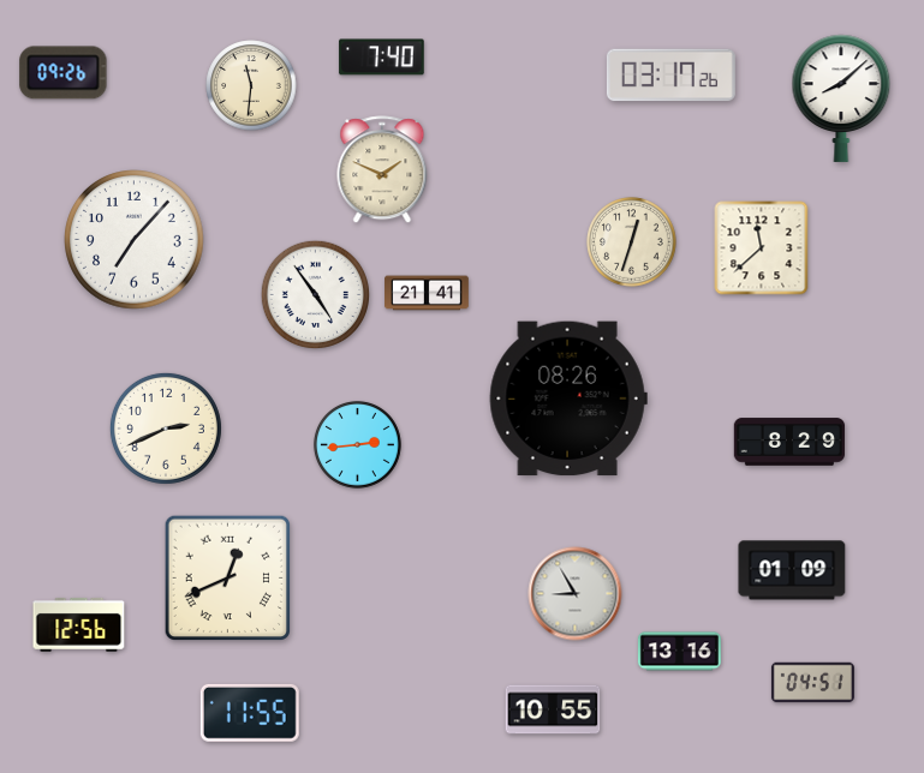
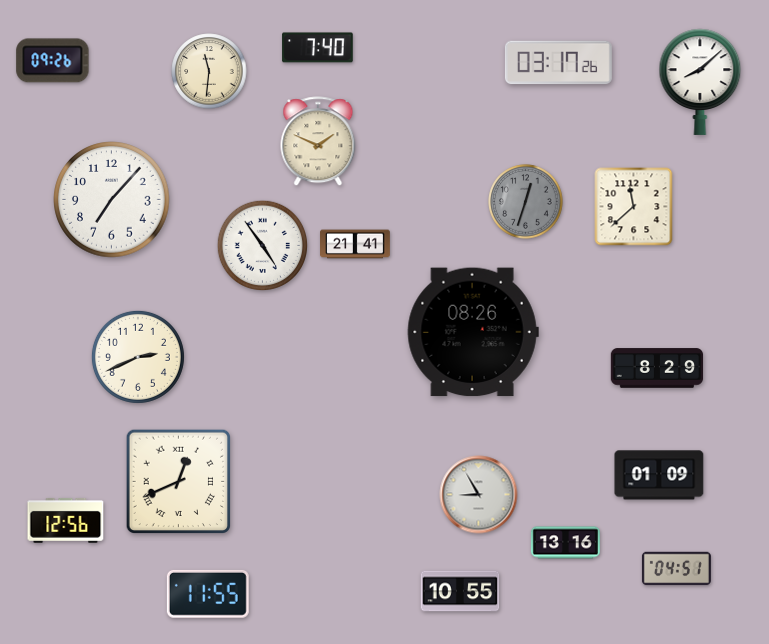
clock at (632, 242) dial: cream -> grey
clock at (357, 444): 2:44 -> none
clock at (227, 577) position: (227, 577) -> (178, 481)
